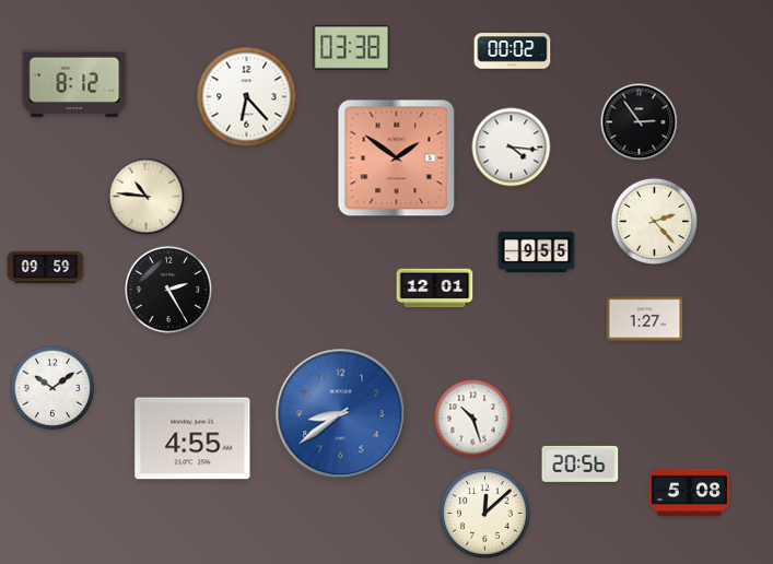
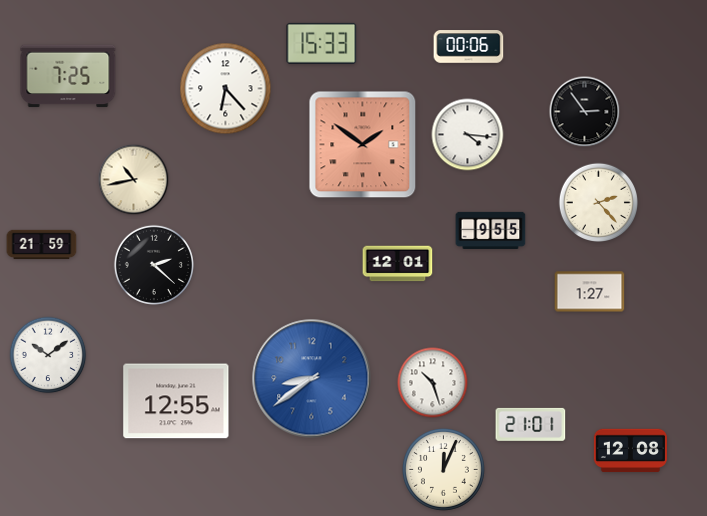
clock at (352, 47): 03:38 -> 15:33
clock at (513, 51): 00:02 -> 00:06
clock at (74, 83): 8:12 -> 7:25
clock at (147, 197): 10:46 -> 10:43
clock at (46, 268): 09:59 -> 21:59
clock at (168, 290): 2:25 -> 2:22
clock at (192, 438): 4:55 -> 12:55
clock at (581, 463): 20:56 -> 21:01
clock at (689, 493): 5:08 -> 12:08
clock at (484, 513): 12:08 -> 12:04
